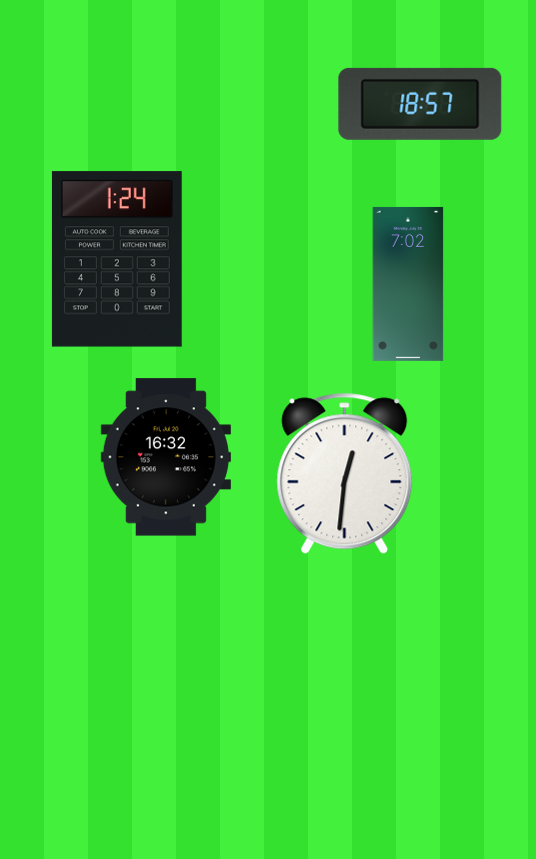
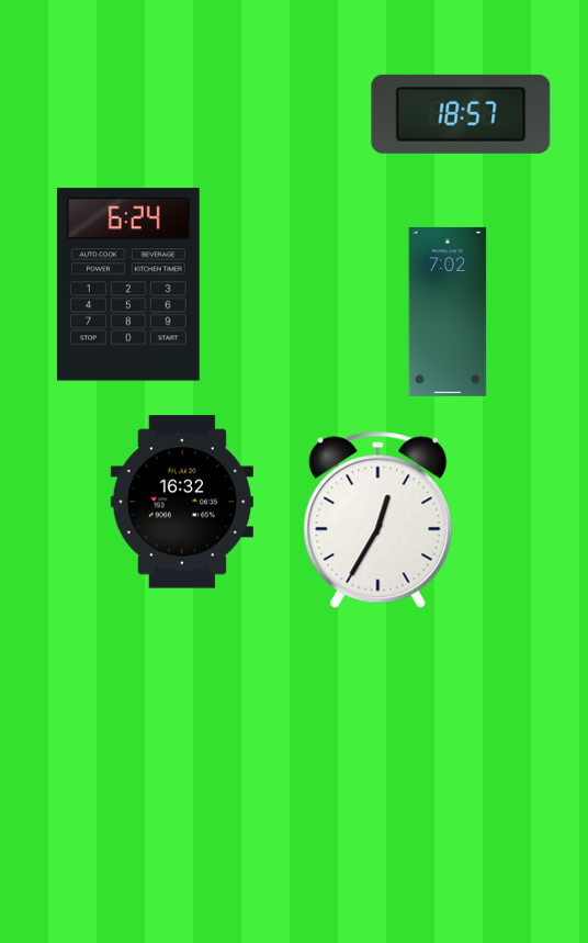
clock at (117, 259): 1:24 -> 6:24
clock at (345, 474): 12:31 -> 12:35
